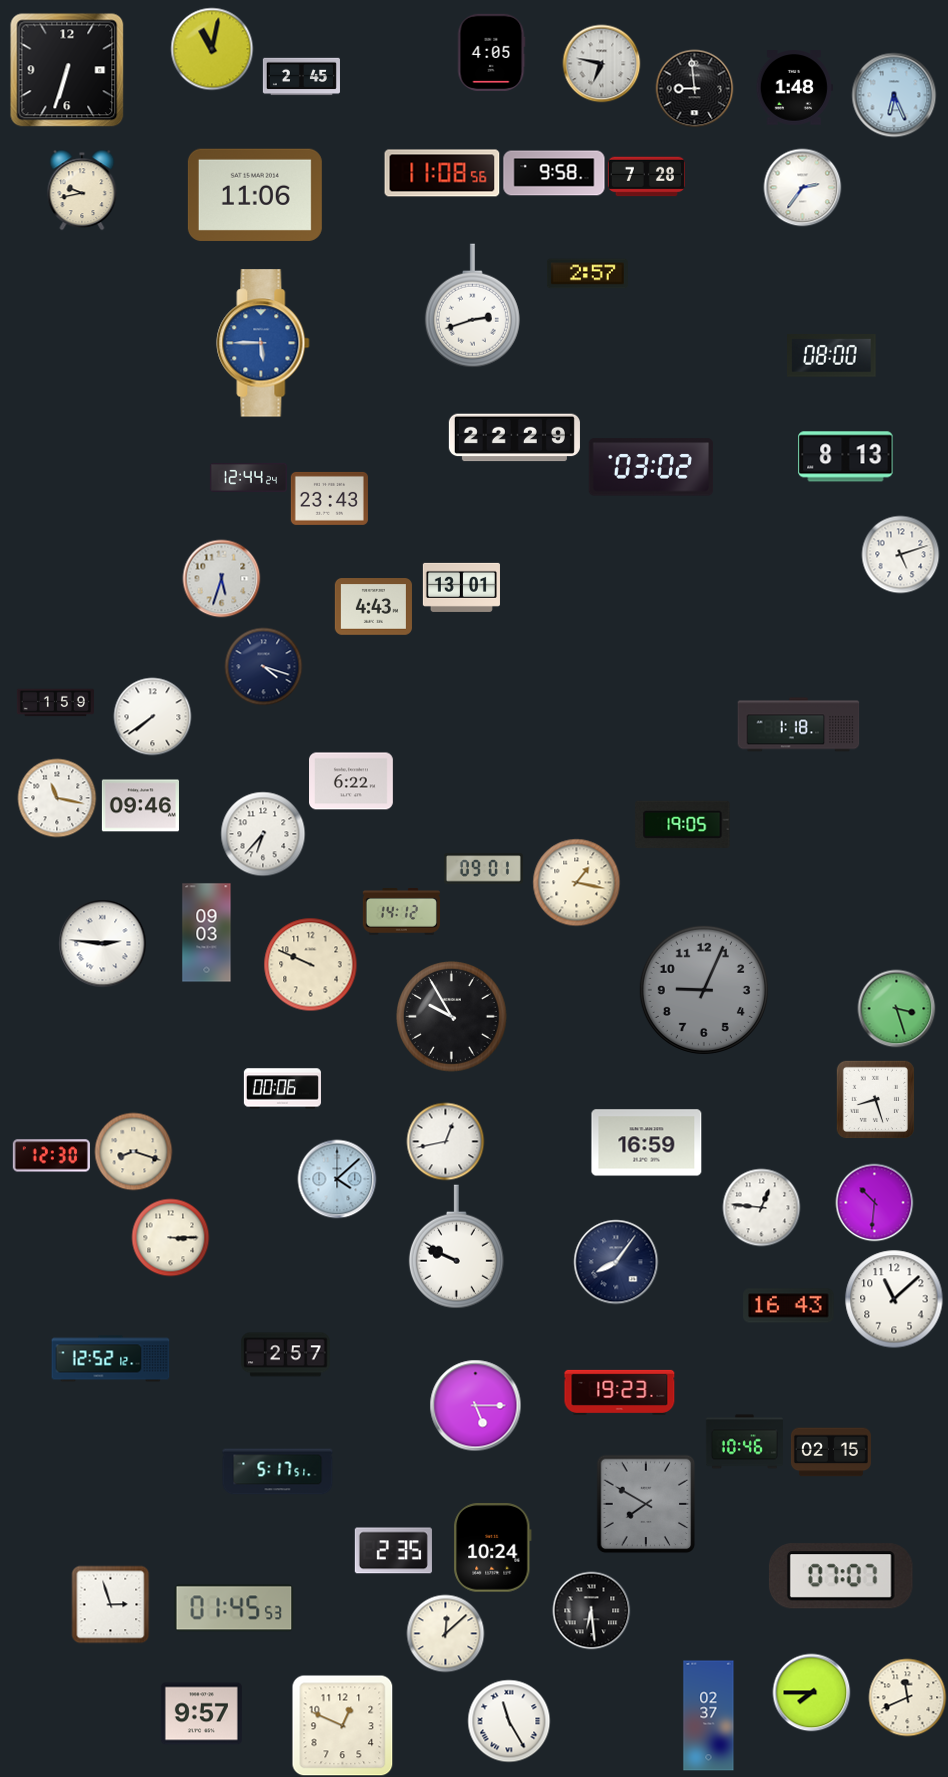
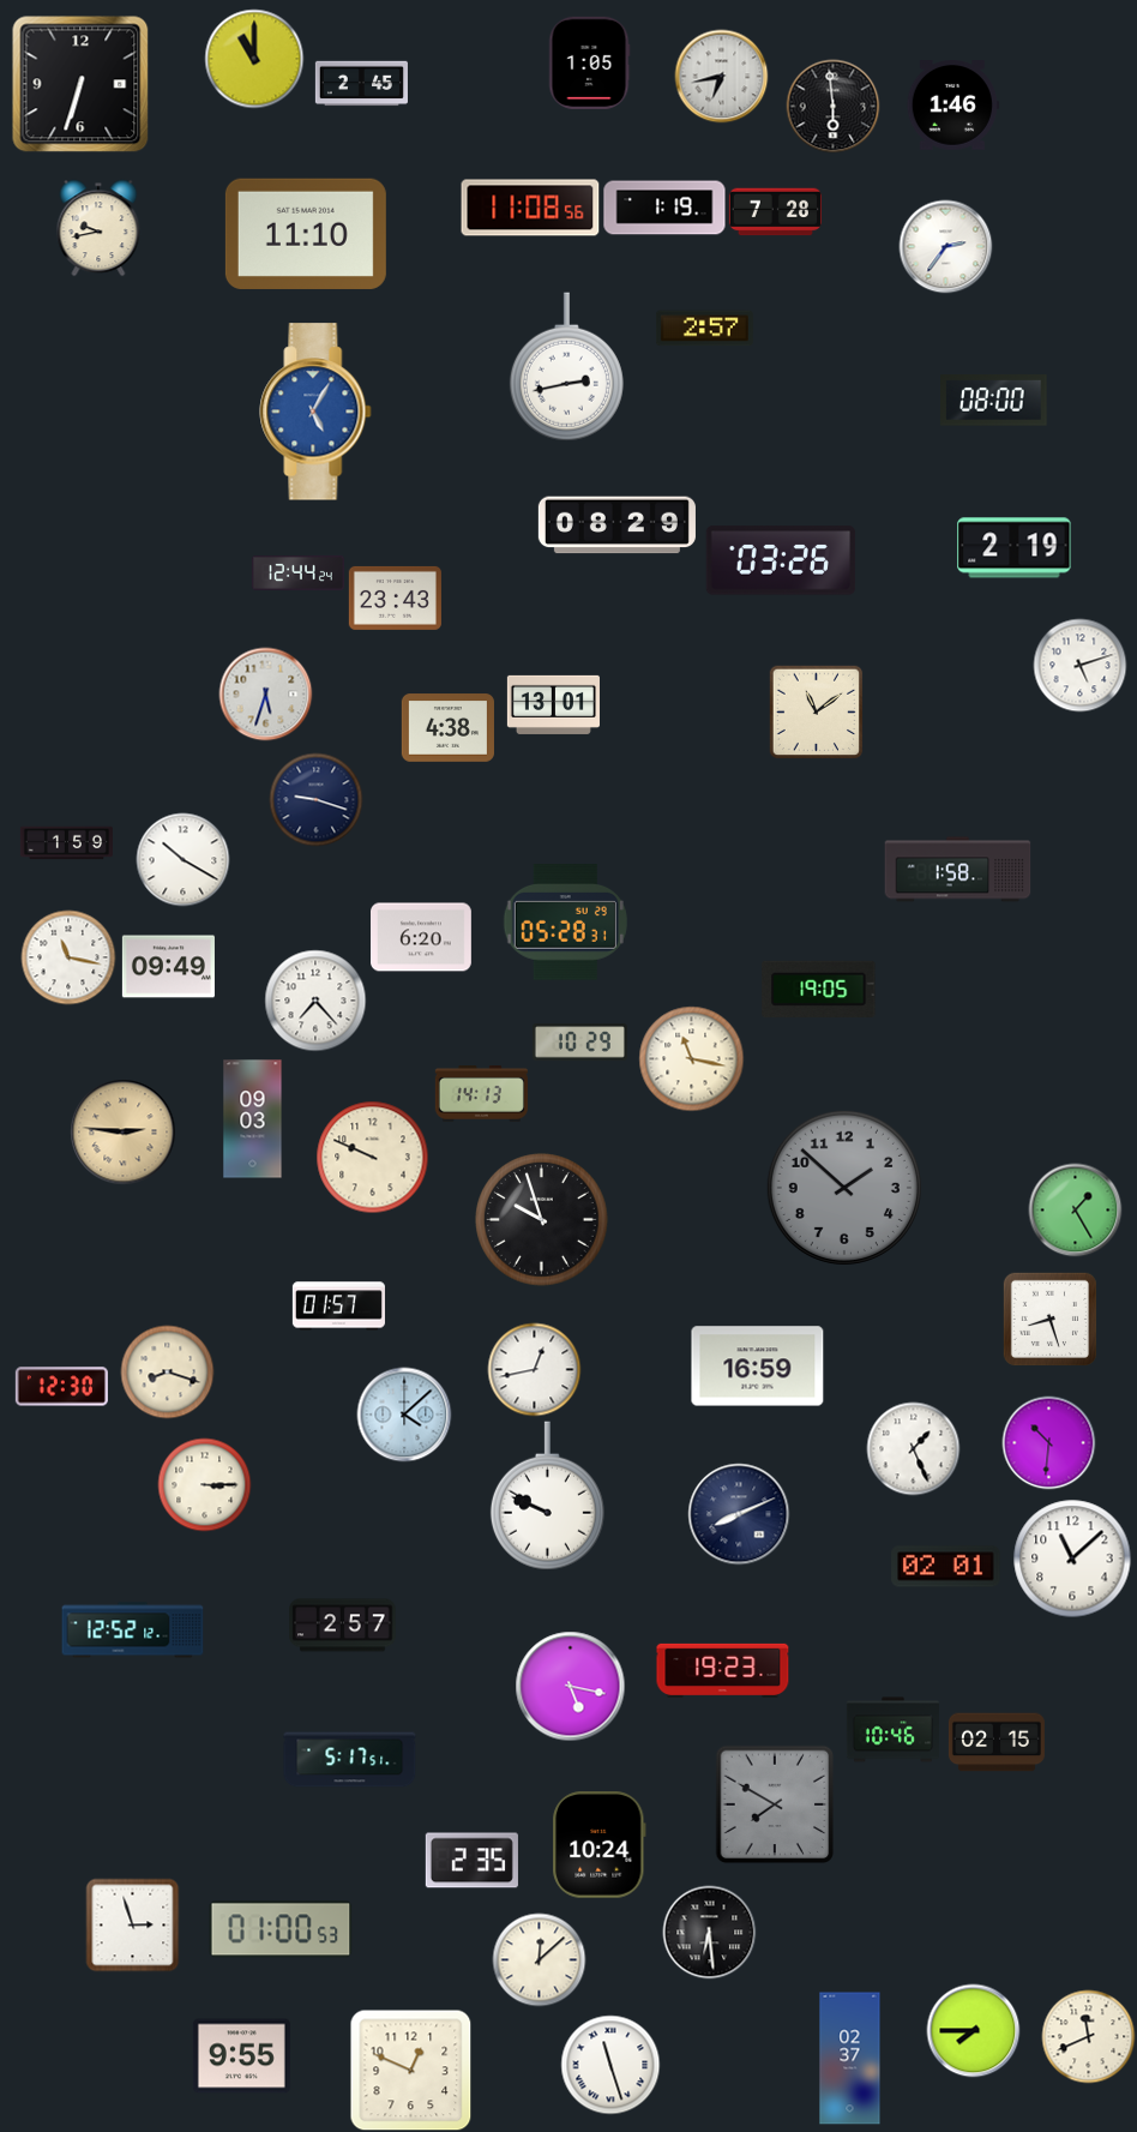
clock at (212, 49): 11:02 -> 11:00
clock at (491, 52): 4:05 -> 1:05
clock at (601, 63): 6:47 -> 6:43
clock at (301, 77) position: (301, 77) -> (361, 84)
clock at (694, 88): 8:59 -> 5:59
clock at (794, 88): 1:48 -> 1:46
clock at (894, 95): 6:26 -> none
clock at (554, 173): 9:58 -> 1:19
clock at (802, 187) position: (802, 187) -> (945, 246)
clock at (255, 195): 11:06 -> 11:10
clock at (472, 306): 2:42 -> 2:43
clock at (263, 343): 5:45 -> 5:05
clock at (832, 356) position: (832, 356) -> (994, 401)
clock at (514, 438): 22:29 -> 08:29
clock at (846, 457): 8:13 -> 2:19
clock at (651, 467): 03:02 -> 03:26
clock at (816, 711): none -> 11:09
clock at (373, 607): 4:43 -> 4:38
clock at (263, 666): 4:18 -> 9:18
clock at (152, 716): 7:39 -> 10:20
clock at (799, 725): 1:18 -> 1:58
clock at (565, 923): none -> 05:28
clock at (352, 781): 6:22 -> 6:20
clock at (140, 806): 09:46 -> 09:49
clock at (263, 834): 6:37 -> 7:23
clock at (483, 869): 09:01 -> 10:29
clock at (576, 882): 1:17 -> 11:17
clock at (401, 912): 14:12 -> 14:13
clock at (207, 933) position: (207, 933) -> (253, 1119)
clock at (102, 943) dial: white -> champagne
clock at (704, 990): 9:04 -> 1:52
clock at (896, 1008): 3:27 -> 1:25
clock at (452, 1017): 9:55 -> 9:57
clock at (282, 1089): 00:06 -> 01:57
clock at (647, 1143) position: (647, 1143) -> (758, 1367)
clock at (133, 1151) position: (133, 1151) -> (167, 1371)
clock at (761, 1207): 12:46 -> 1:26
clock at (616, 1262): 8:06 -> 8:11
clock at (789, 1306): 16:43 -> 02:01
clock at (620, 1392) position: (620, 1392) -> (723, 1670)
clock at (475, 1405): 5:15 -> 5:17
clock at (278, 1472) position: (278, 1472) -> (350, 1760)
clock at (493, 1548) position: (493, 1548) -> (600, 1845)
clock at (841, 1576): 07:07 -> none
clock at (234, 1608): 01:45 -> 01:00
clock at (445, 1633) position: (445, 1633) -> (539, 1959)
clock at (201, 1714): 9:57 -> 9:55
clock at (509, 1721): 11:25 -> 11:27
